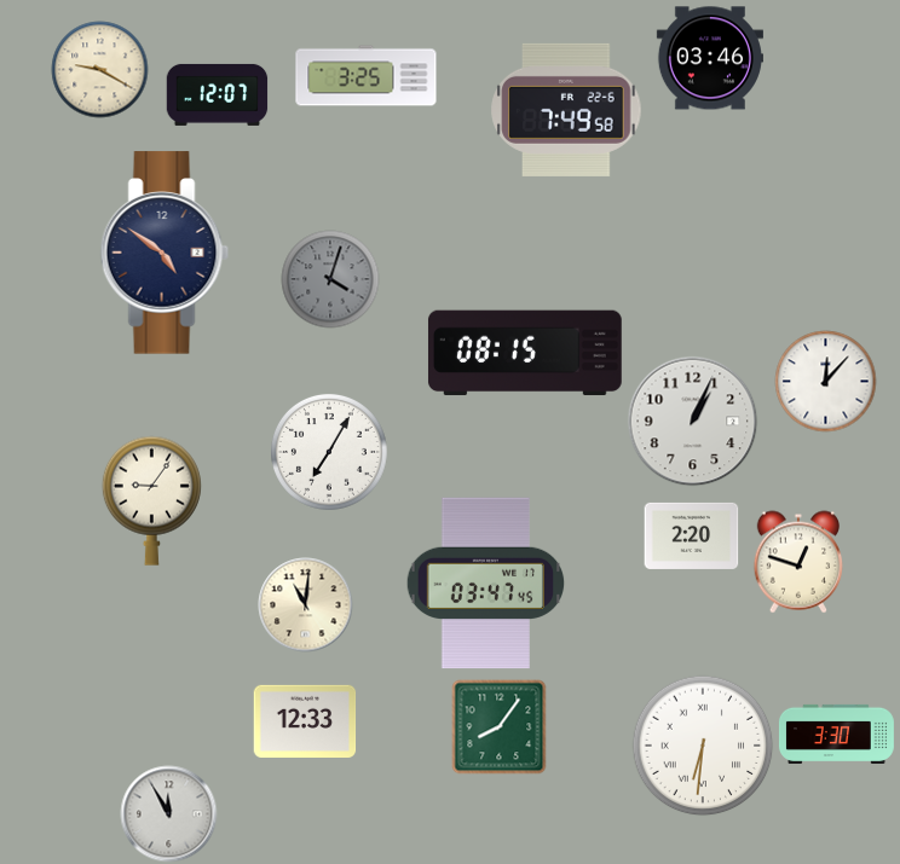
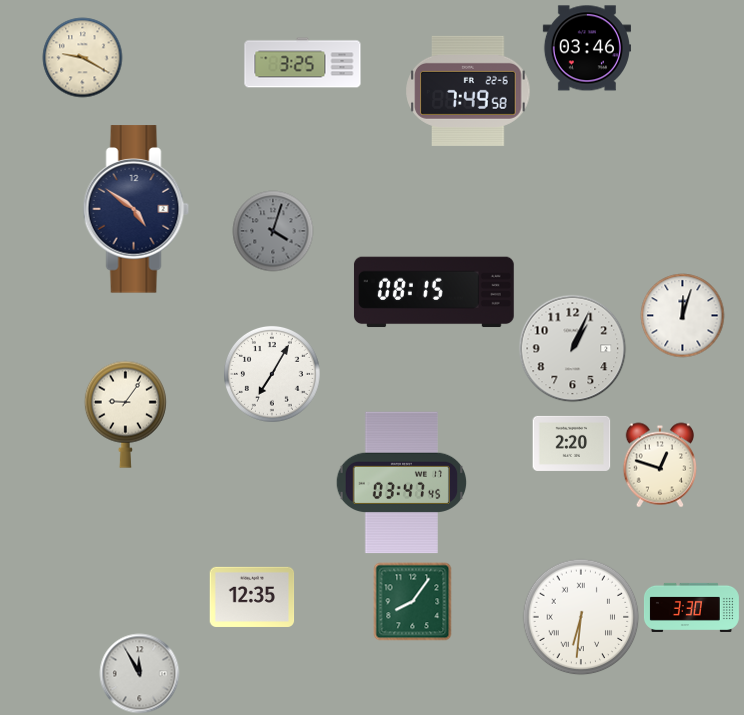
clock at (217, 94): 12:07 -> none
clock at (825, 381): 12:07 -> 12:03
clock at (305, 604): 11:01 -> none
clock at (305, 721): 12:33 -> 12:35
